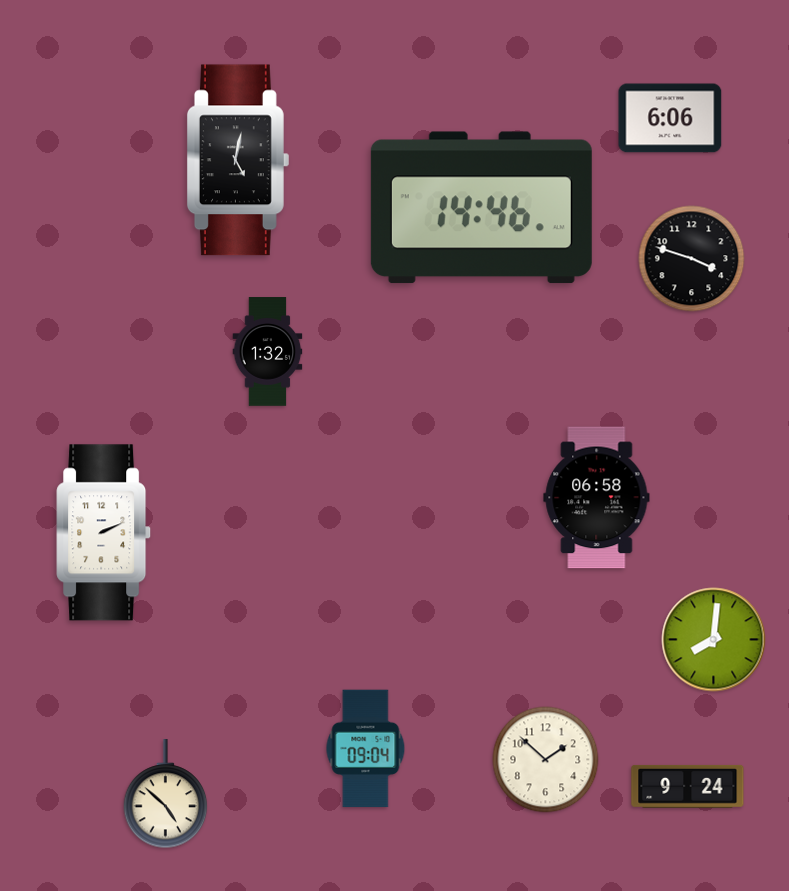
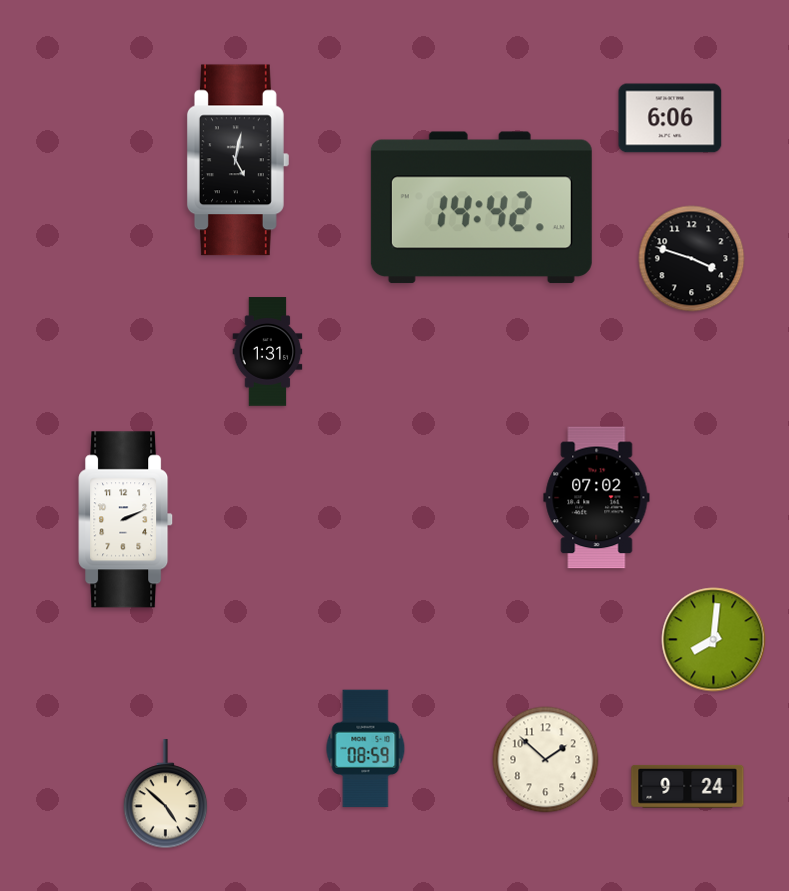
clock at (481, 208): 14:46 -> 14:42
clock at (268, 352): 1:32 -> 1:31
clock at (597, 498): 06:58 -> 07:02
clock at (104, 533) position: (104, 533) -> (126, 520)
clock at (366, 749): 09:04 -> 08:59
